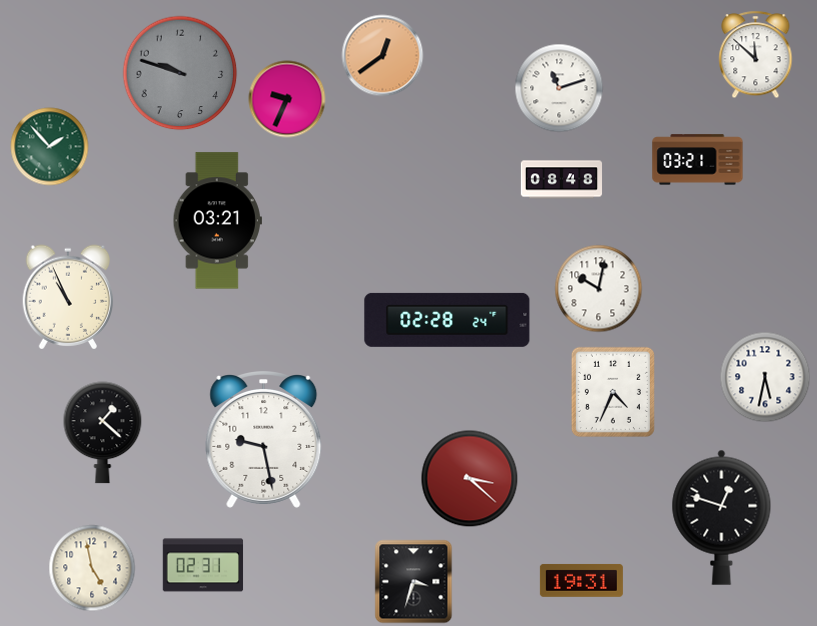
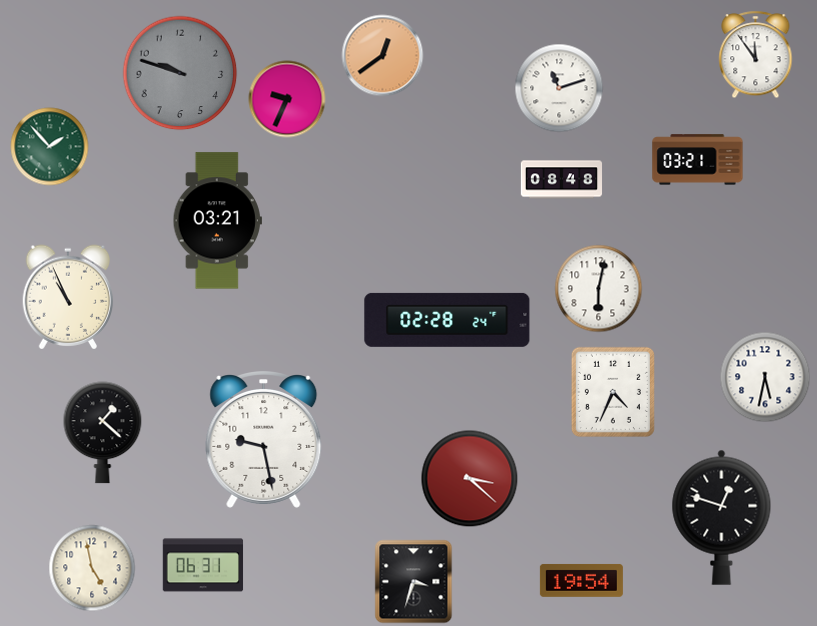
clock at (756, 55): 11:52 -> 11:54
clock at (599, 289): 10:02 -> 6:02
clock at (203, 565): 02:31 -> 06:31
clock at (581, 580): 19:31 -> 19:54
